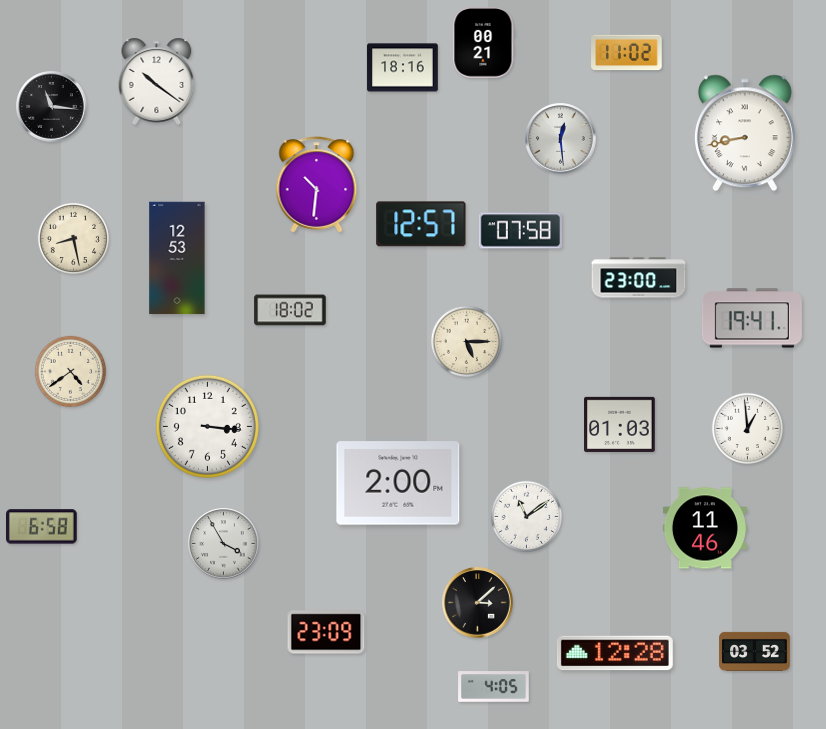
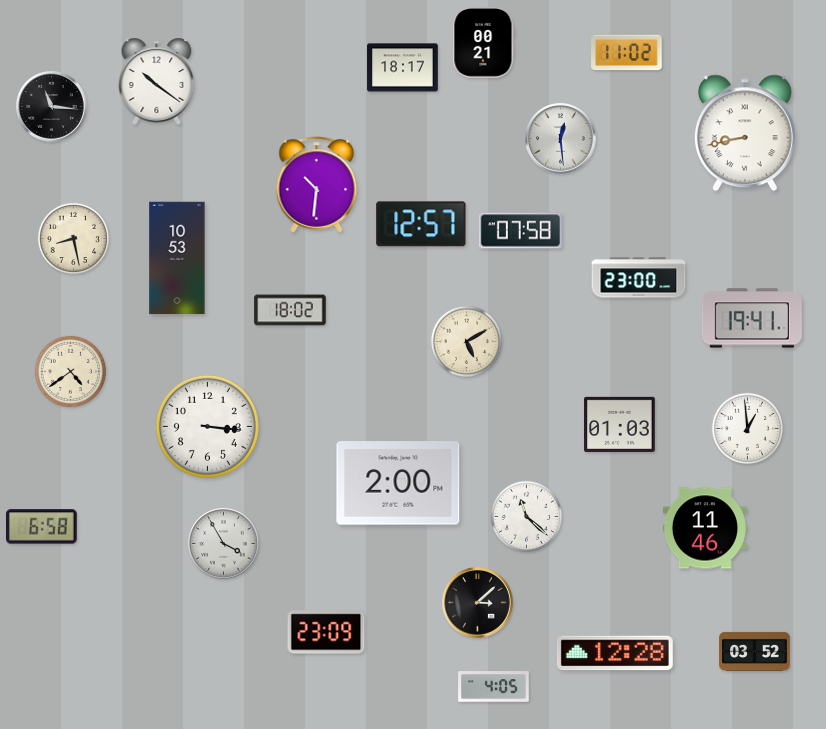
clock at (403, 68): 18:16 -> 18:17
clock at (177, 258): 12:53 -> 10:53
clock at (466, 341): 5:15 -> 5:10
clock at (526, 516): 11:09 -> 11:22
